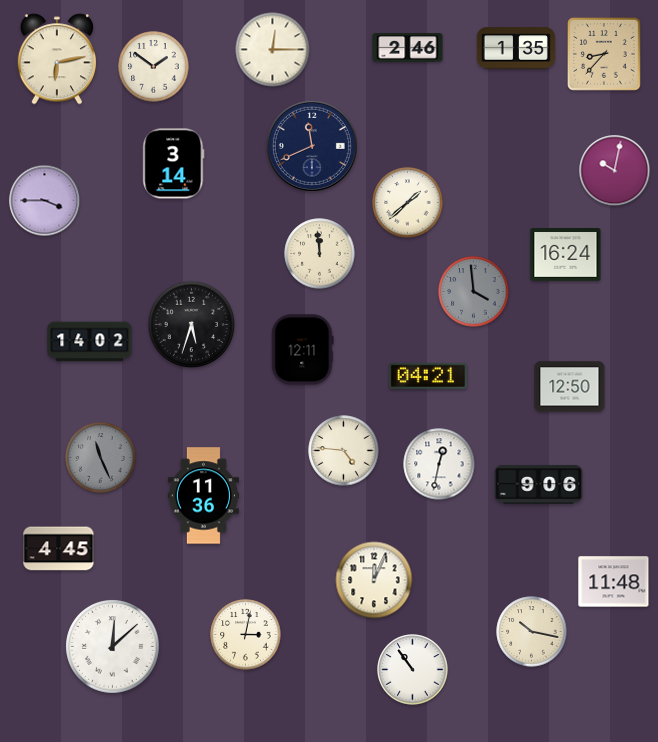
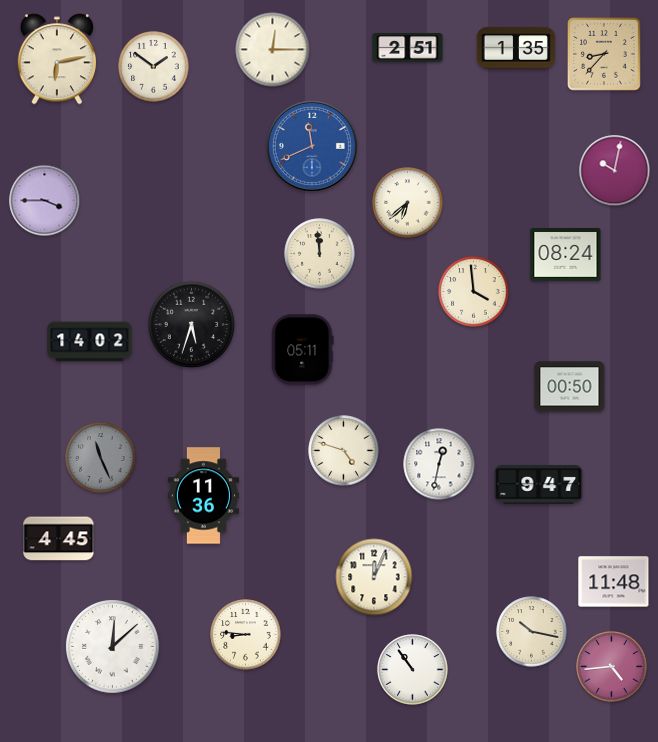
clock at (408, 48): 2:46 -> 2:51
clock at (312, 146) dial: navy -> blue
clock at (174, 164): 3:14 -> none
clock at (408, 203): 1:38 -> 6:38
clock at (566, 255): 16:24 -> 08:24
clock at (474, 292) dial: grey -> cream
clock at (303, 350): 12:11 -> 05:11
clock at (428, 376): 04:21 -> none
clock at (570, 387): 12:50 -> 00:50
clock at (344, 451): 4:46 -> 4:48
clock at (539, 484): 9:06 -> 9:47
clock at (59, 549) position: (59, 549) -> (59, 539)
clock at (374, 580) position: (374, 580) -> (374, 577)
clock at (246, 635): 3:02 -> 8:46
clock at (612, 667): none -> 4:44
